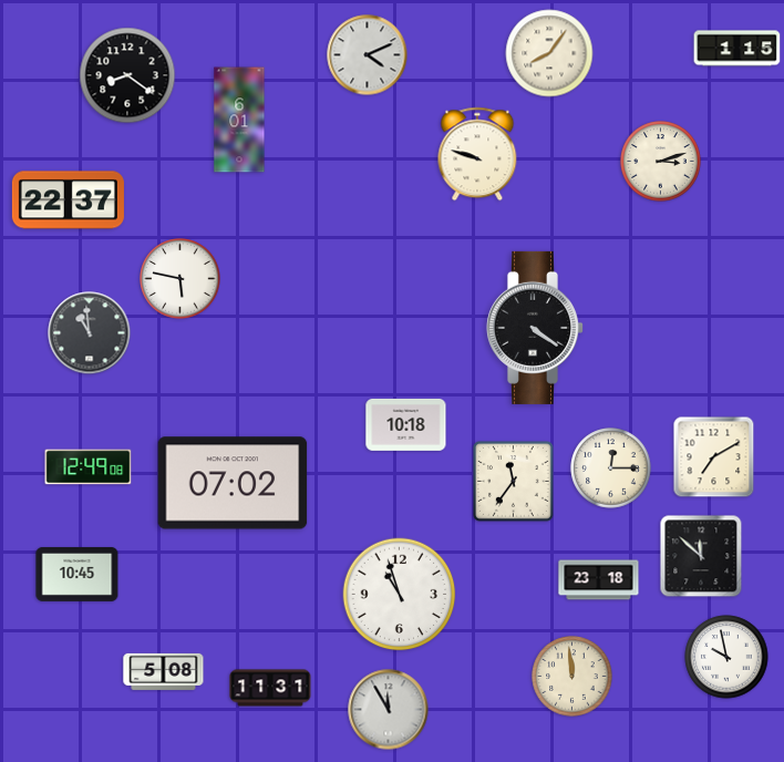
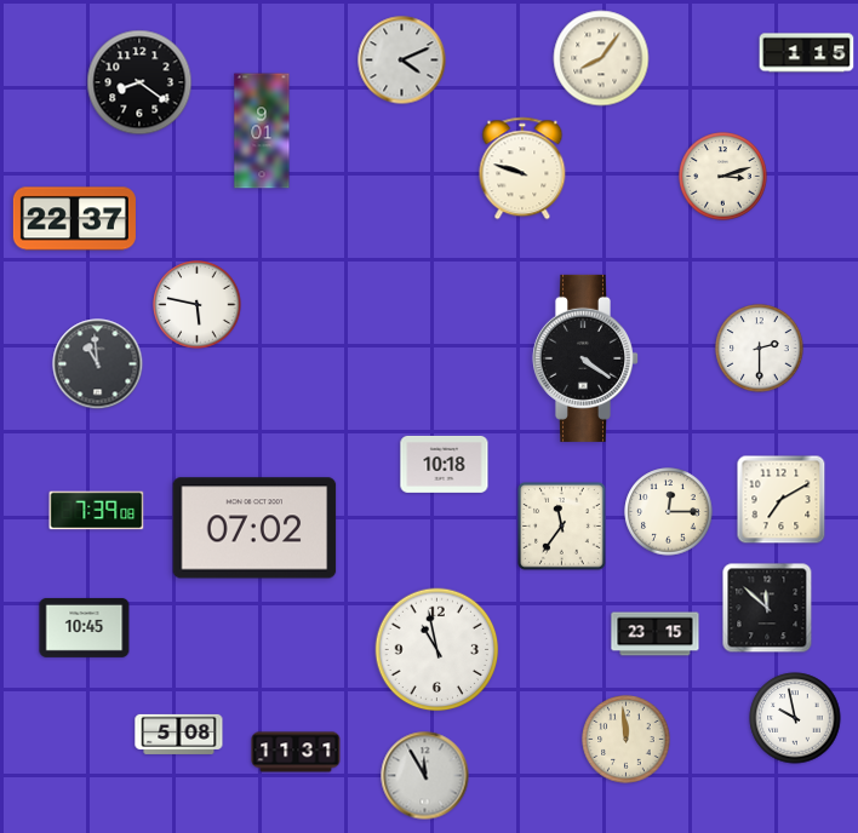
clock at (239, 120): 6:01 -> 9:01
clock at (760, 349): none -> 2:30
clock at (89, 467): 12:49 -> 7:39
clock at (599, 580): 23:18 -> 23:15
clock at (400, 595): 10:57 -> 10:58
